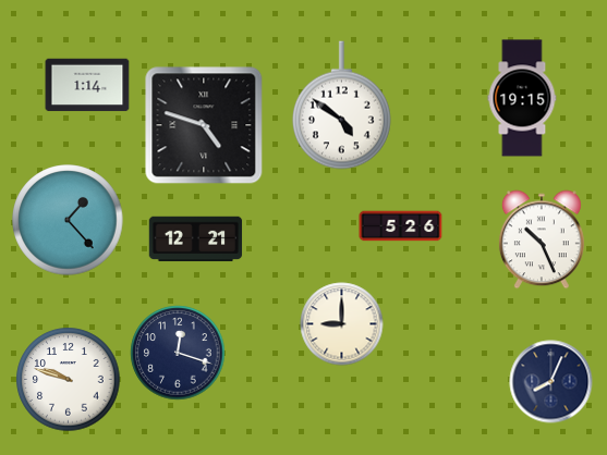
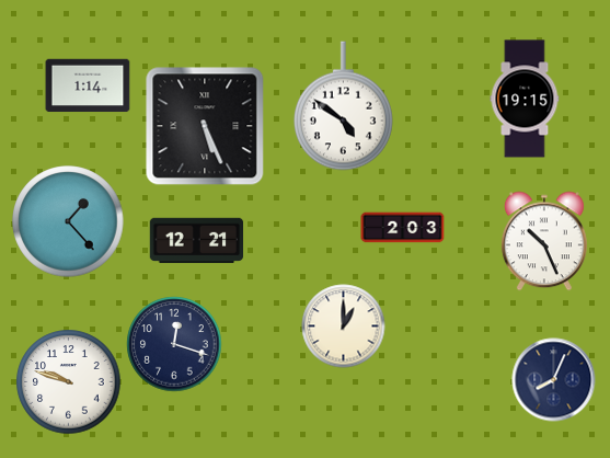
clock at (204, 125): 4:48 -> 5:26
clock at (401, 226): 5:26 -> 2:03
clock at (342, 324): 9:00 -> 1:00
clock at (178, 353) position: (178, 353) -> (174, 344)
clock at (551, 382) position: (551, 382) -> (554, 380)
